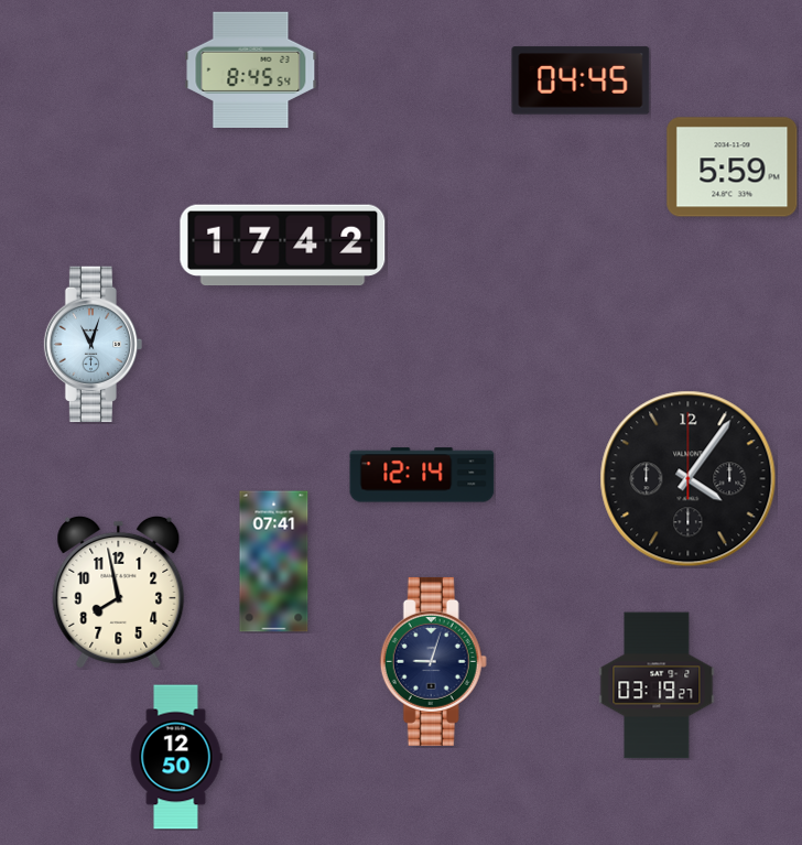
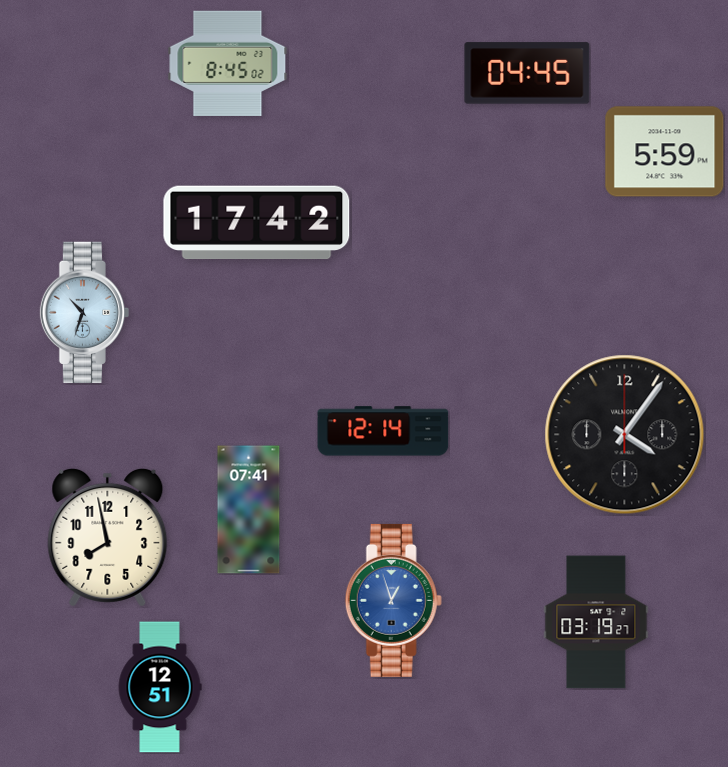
clock at (251, 69): 8:45:54 -> 8:45:02
clock at (94, 344): 11:03 -> 10:33
clock at (433, 661): 9:03 -> 12:57
clock at (433, 661) dial: navy -> blue
clock at (176, 757): 12:50 -> 12:51
